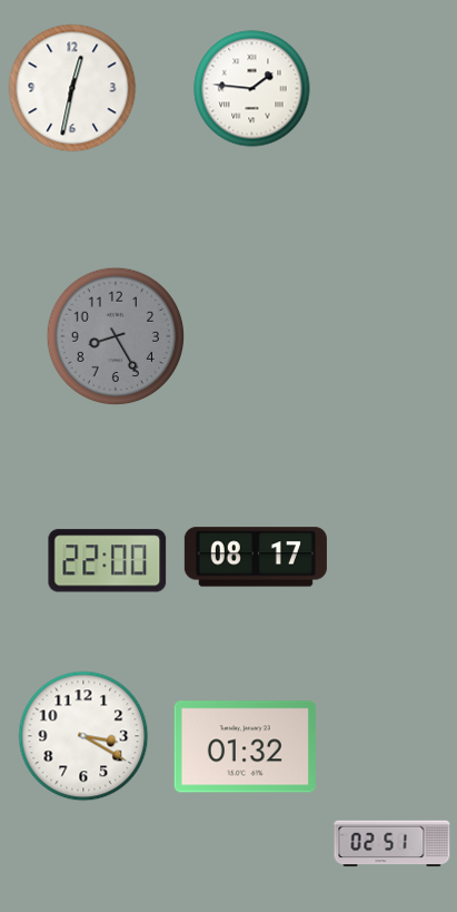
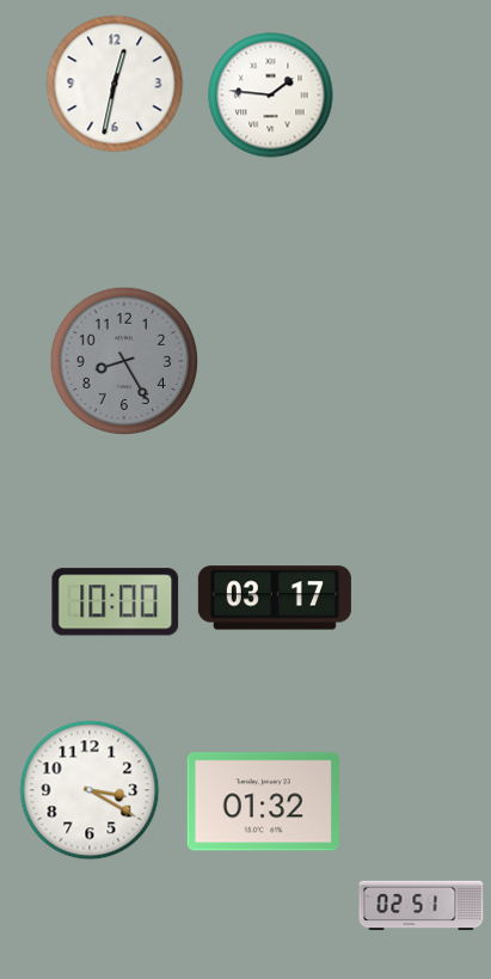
clock at (72, 88) position: (72, 88) -> (115, 84)
clock at (256, 557): 08:17 -> 03:17
clock at (108, 561): 22:00 -> 10:00
